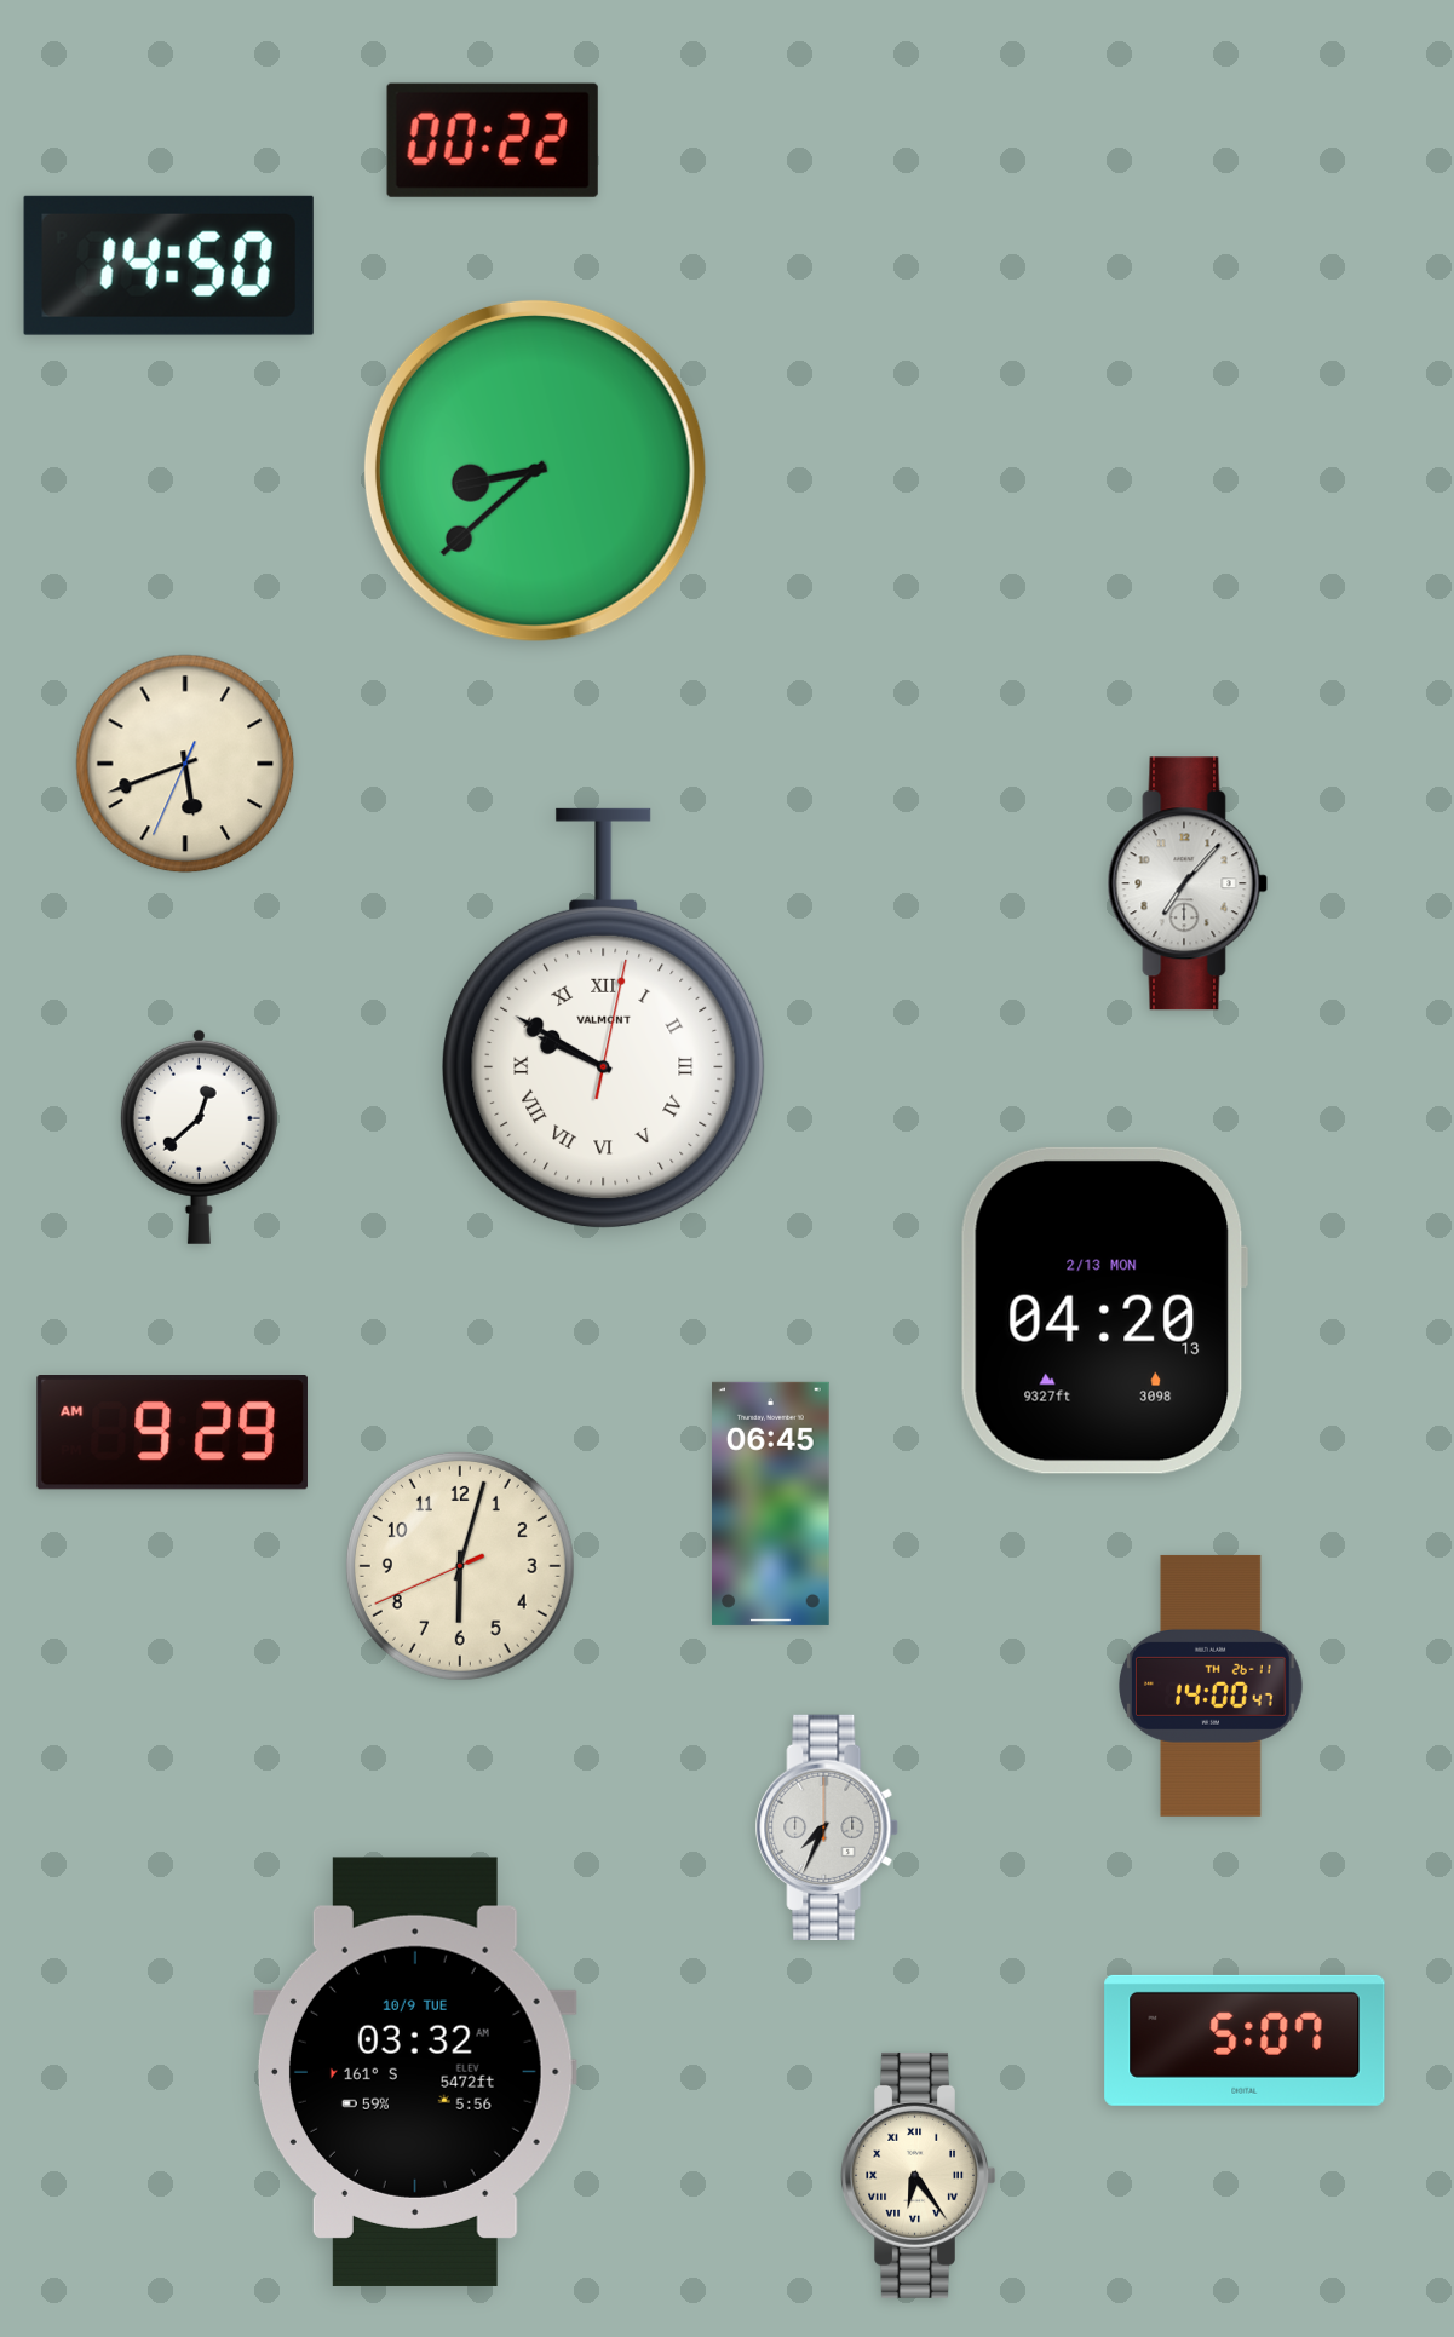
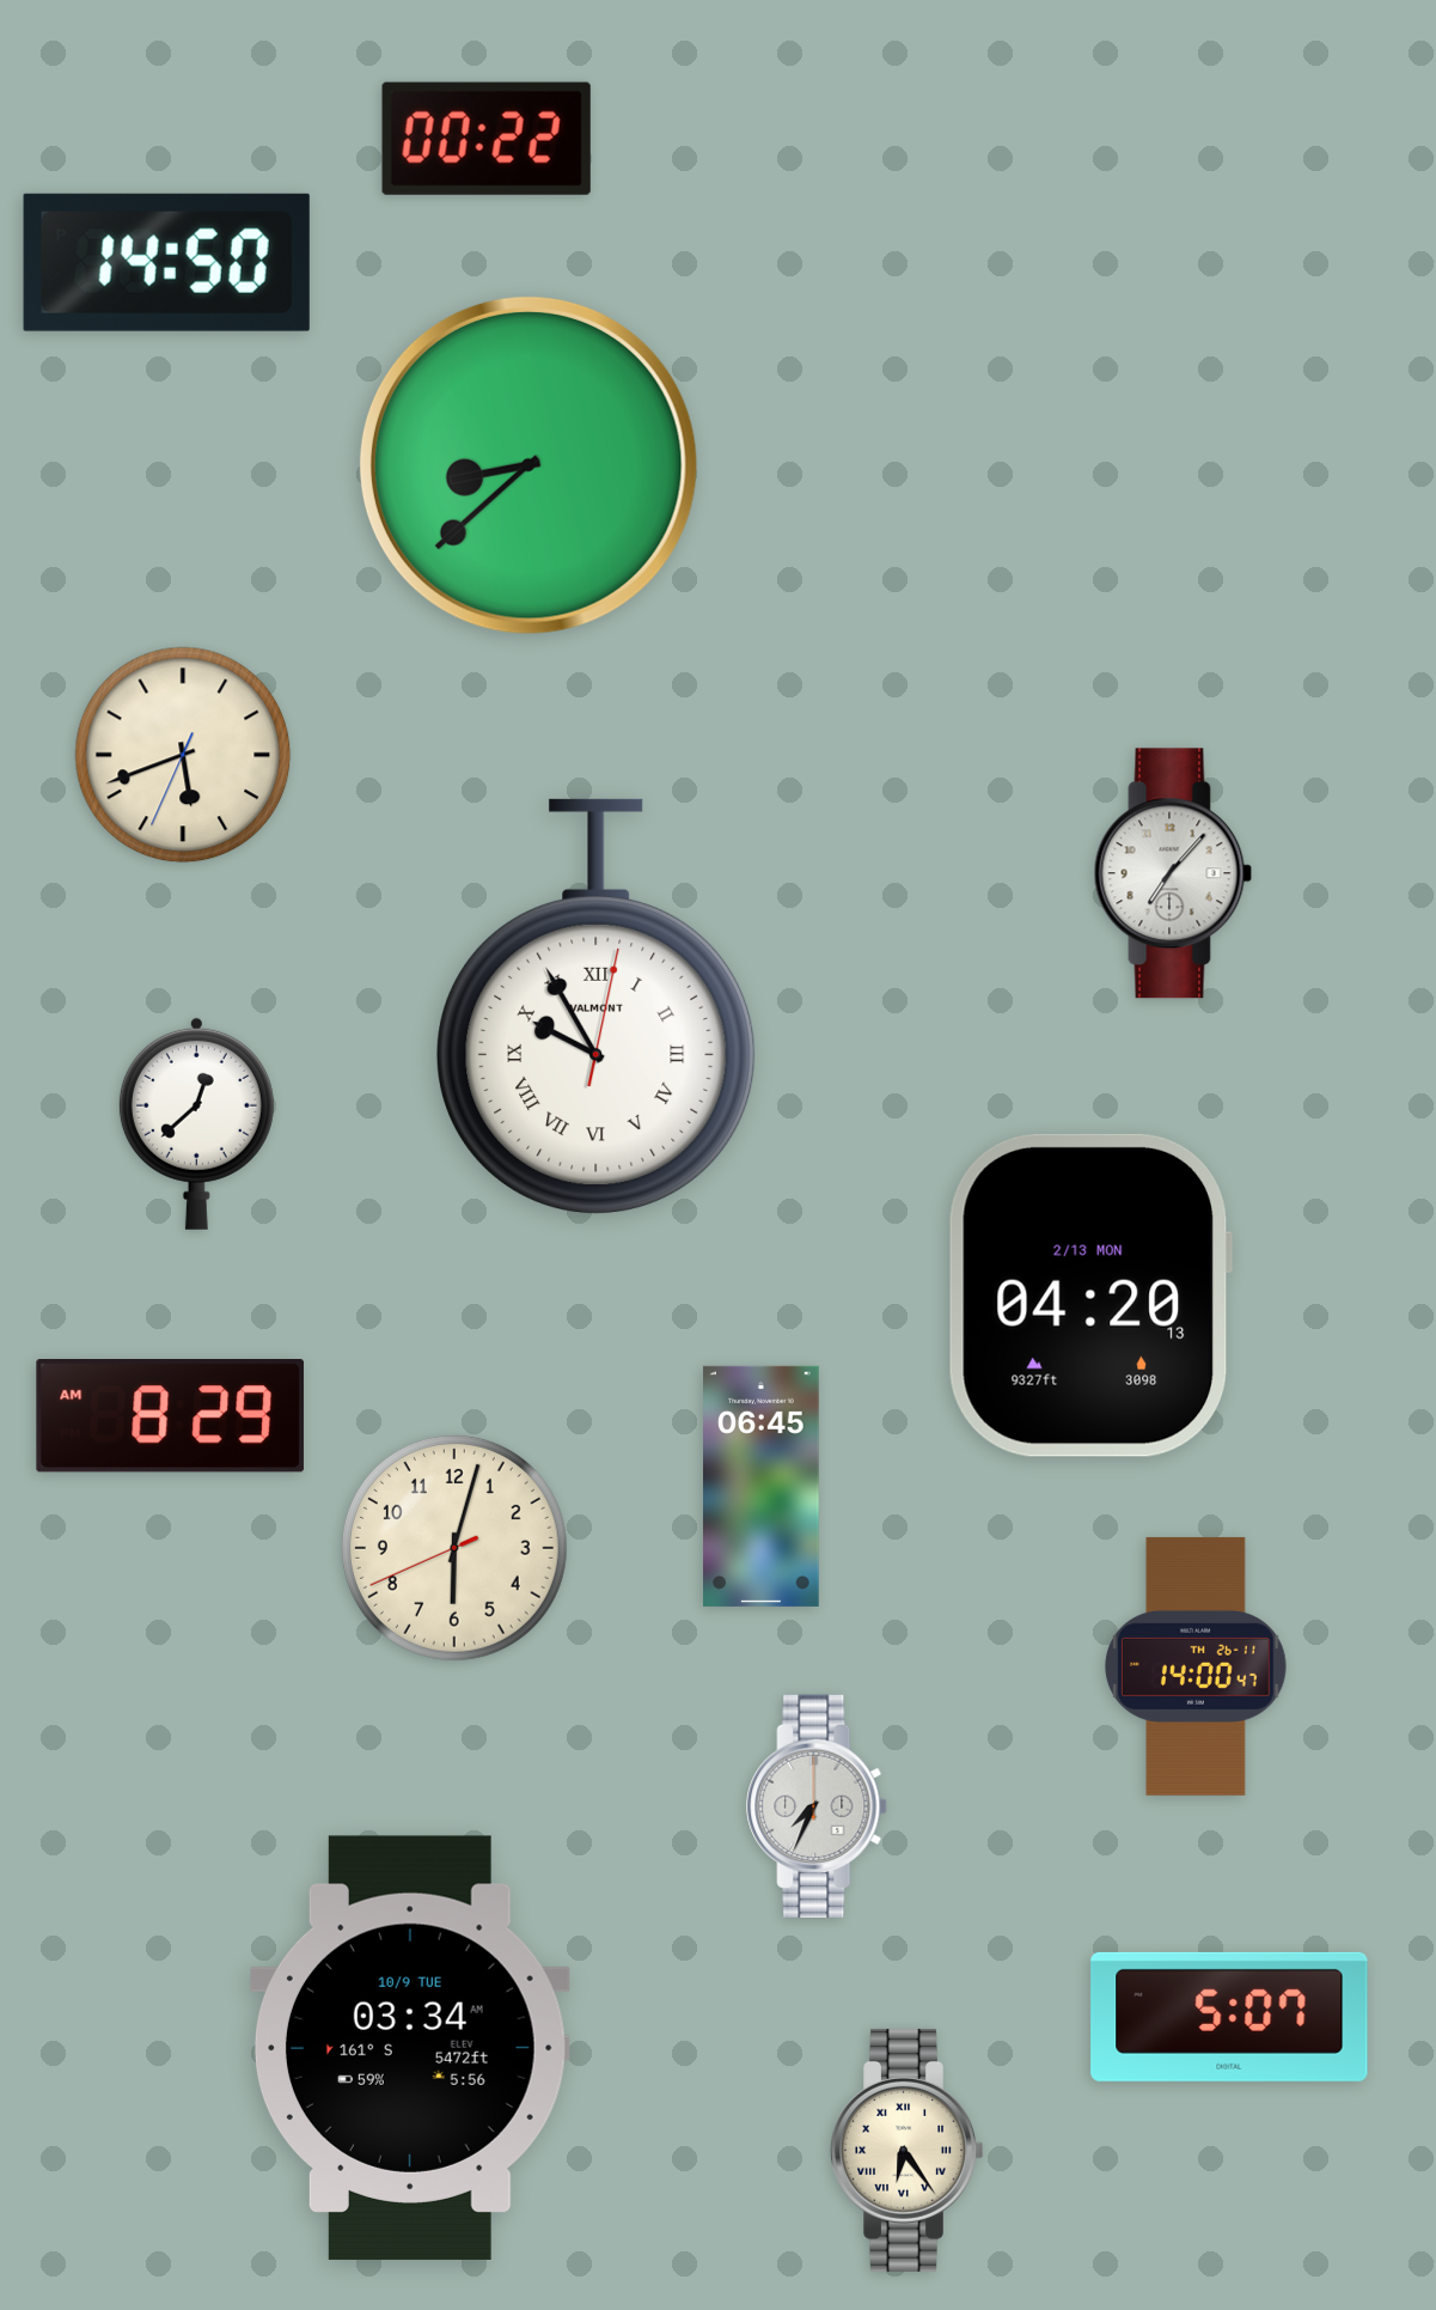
clock at (604, 1019): 9:50 -> 9:55
clock at (172, 1433): 9:29 -> 8:29
clock at (415, 2072): 03:32 -> 03:34
